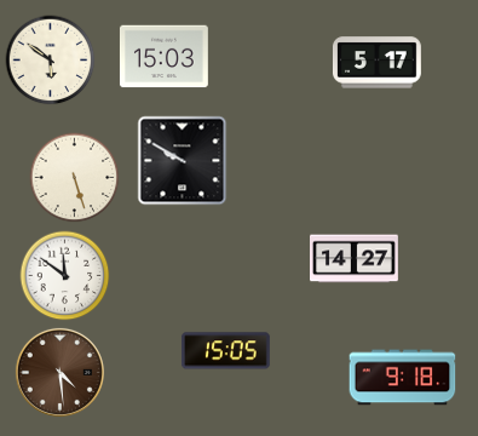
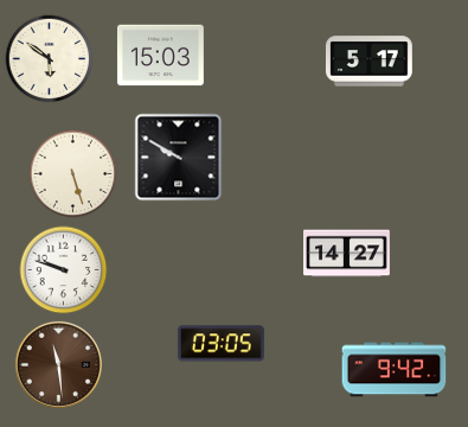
clock at (65, 276): 11:51 -> 9:48
clock at (225, 351): 15:05 -> 03:05
clock at (59, 372): 4:29 -> 11:29
clock at (403, 378): 9:18 -> 9:42
